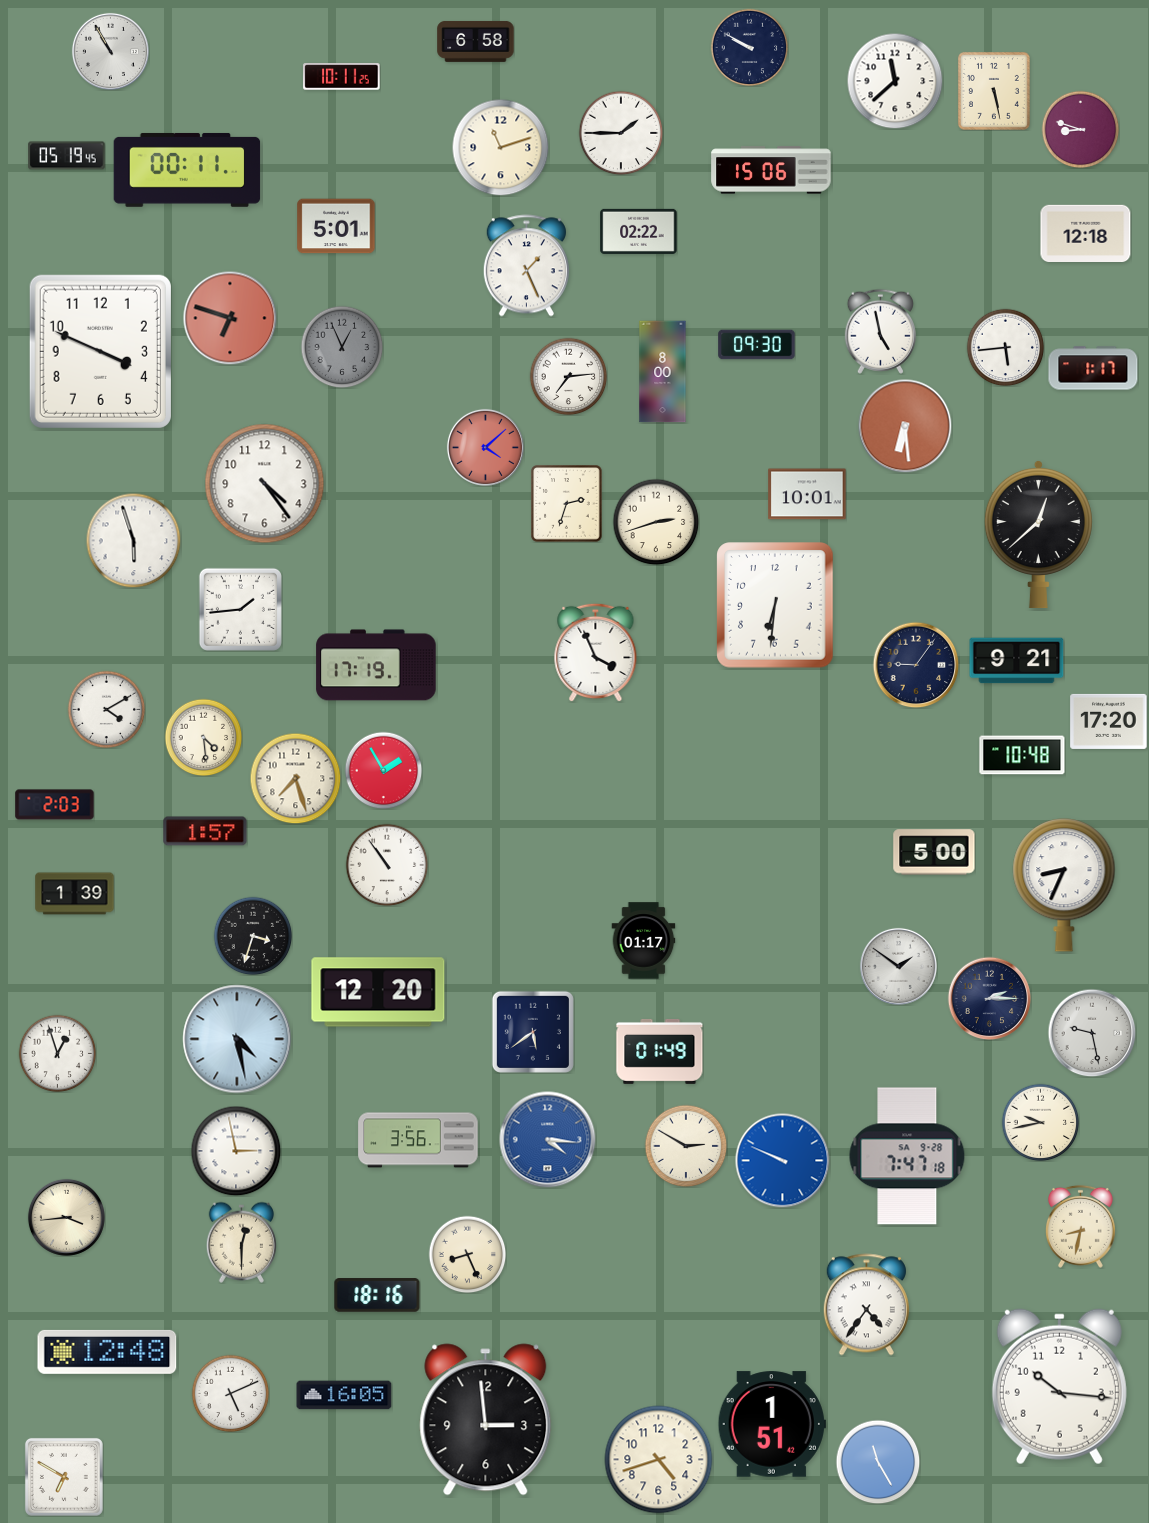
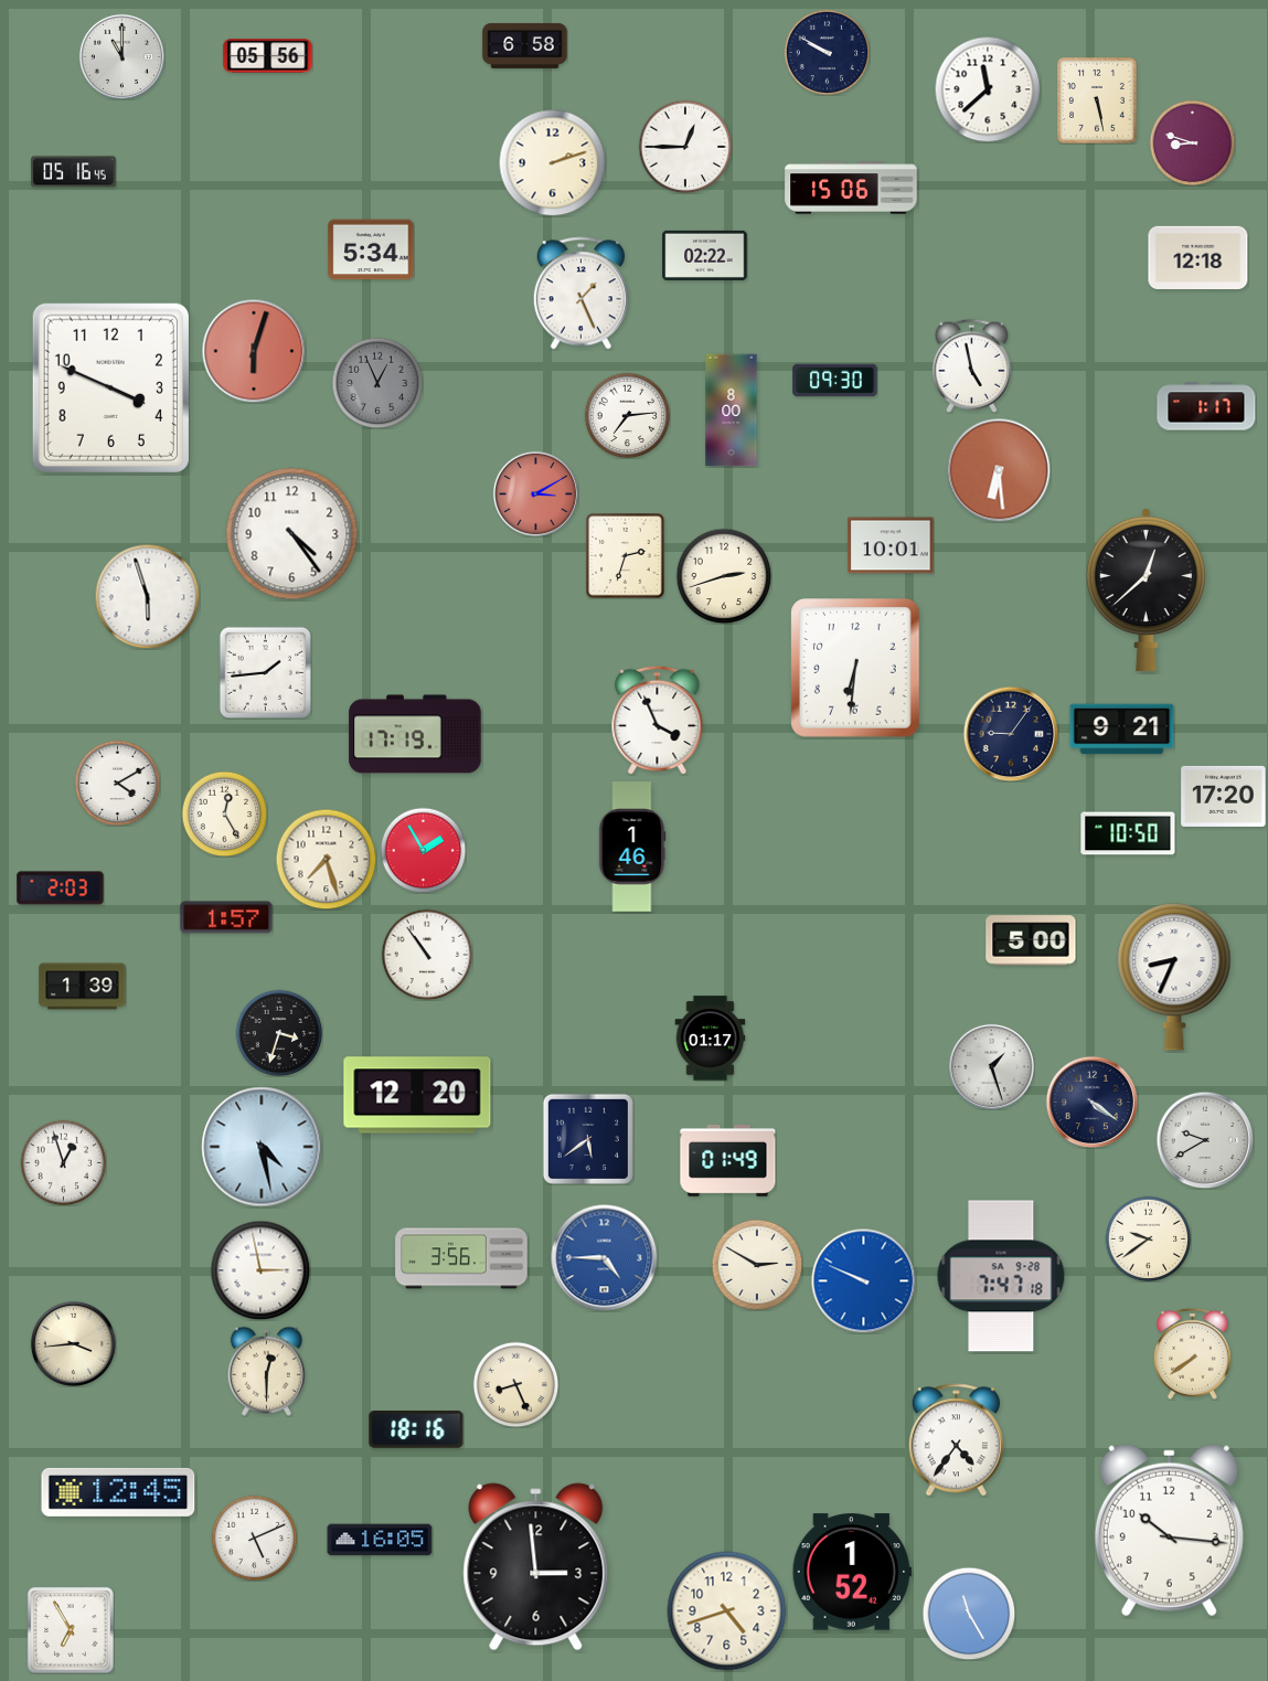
clock at (110, 51): 10:55 -> 11:00
clock at (268, 56): none -> 05:56
clock at (342, 77): 10:11 -> none
clock at (621, 133): 1:45 -> 12:45
clock at (500, 147): 11:12 -> 2:12
clock at (67, 156): 05:19 -> 05:16
clock at (187, 170): 00:11 -> none
clock at (336, 226): 5:01 -> 5:34
clock at (230, 318): 6:48 -> 6:03
clock at (1005, 347): 5:44 -> none
clock at (485, 447): 4:08 -> 3:10
clock at (203, 737): 4:29 -> 12:25
clock at (1022, 755): 10:48 -> 10:50
clock at (632, 847): none -> 1:46
clock at (898, 966): 1:51 -> 1:27
clock at (989, 998): 2:15 -> 4:21
clock at (1092, 1033): 9:28 -> 9:40
clock at (1040, 1122): 9:43 -> 9:39
clock at (548, 1140): 4:16 -> 4:45
clock at (1080, 1226): 8:32 -> 7:39
clock at (107, 1352): 12:48 -> 12:45
clock at (772, 1424): 1:51 -> 1:52
clock at (64, 1477): 6:50 -> 6:55
